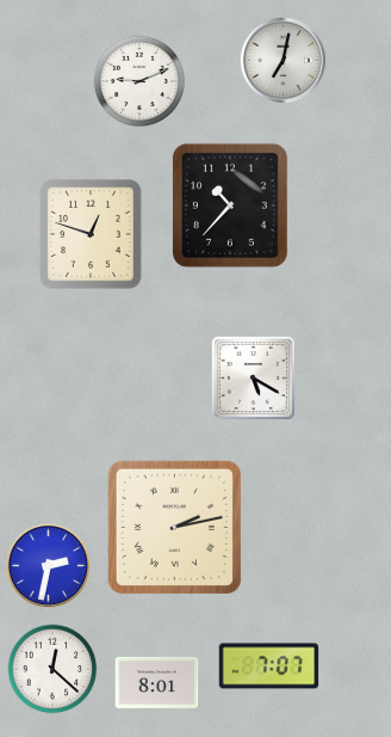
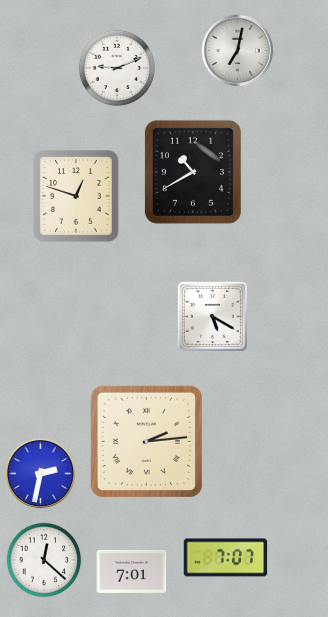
clock at (230, 205): 10:37 -> 10:40
clock at (174, 527): 2:13 -> 2:14
clock at (157, 682): 8:01 -> 7:01
